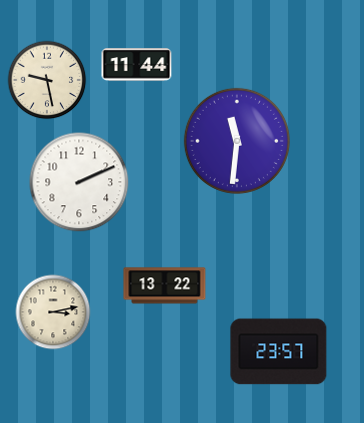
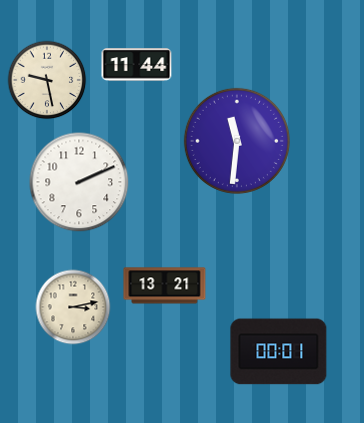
clock at (165, 286): 13:22 -> 13:21
clock at (53, 312) position: (53, 312) -> (73, 307)
clock at (279, 352): 23:57 -> 00:01
